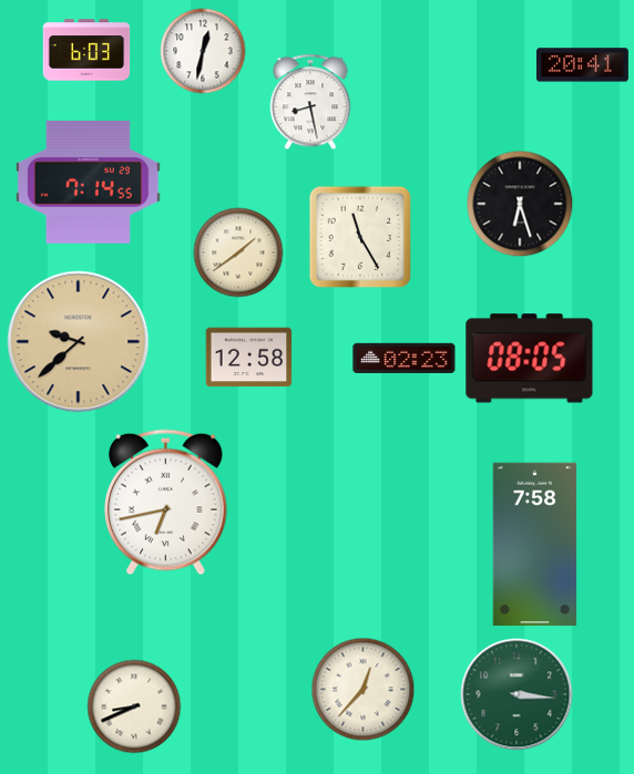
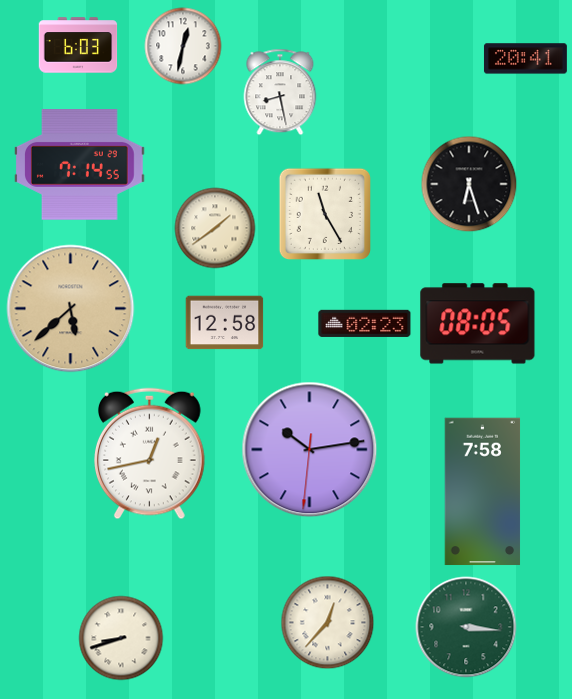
clock at (79, 342): 9:38 -> 5:38
clock at (310, 450): none -> 10:13
clock at (166, 503): 6:43 -> 12:43
clock at (134, 706): 8:41 -> 8:42
